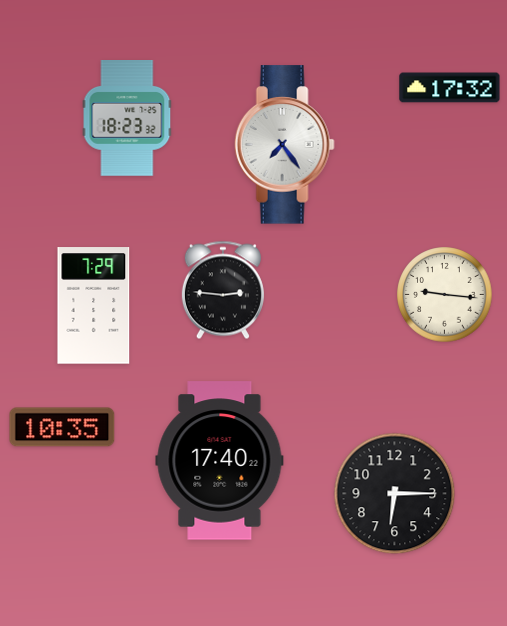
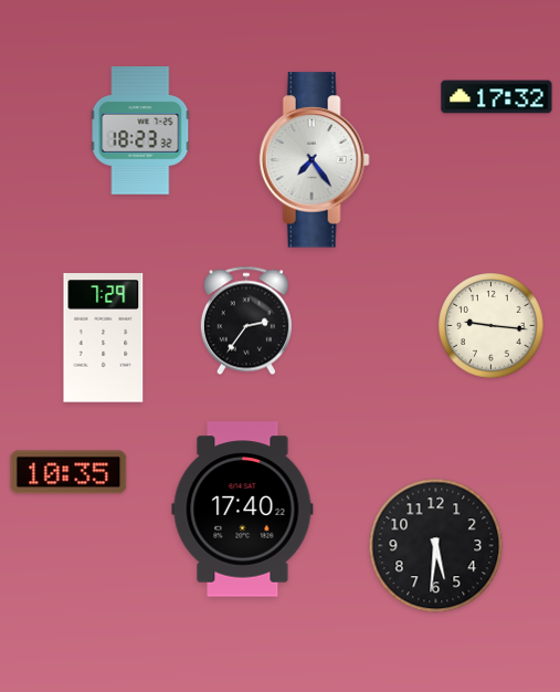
clock at (223, 290): 2:46 -> 2:36
clock at (395, 494): 6:15 -> 5:31
